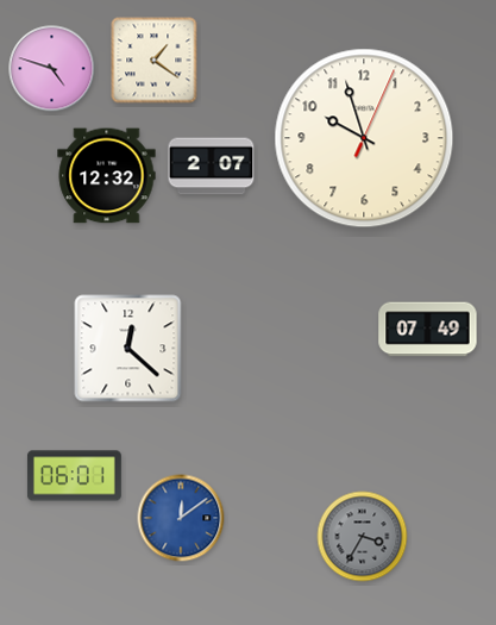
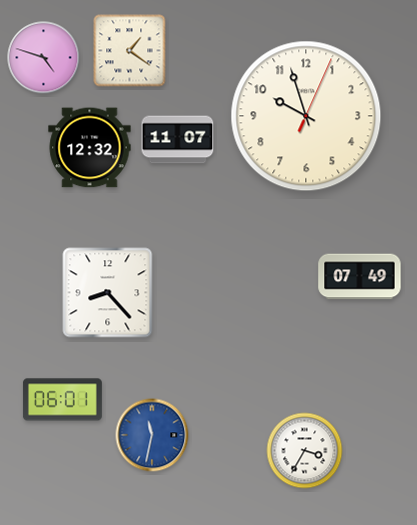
clock at (212, 167): 2:07 -> 11:07
clock at (128, 349): 12:22 -> 8:23
clock at (181, 518): 12:09 -> 11:32
clock at (363, 537) dial: grey -> white
